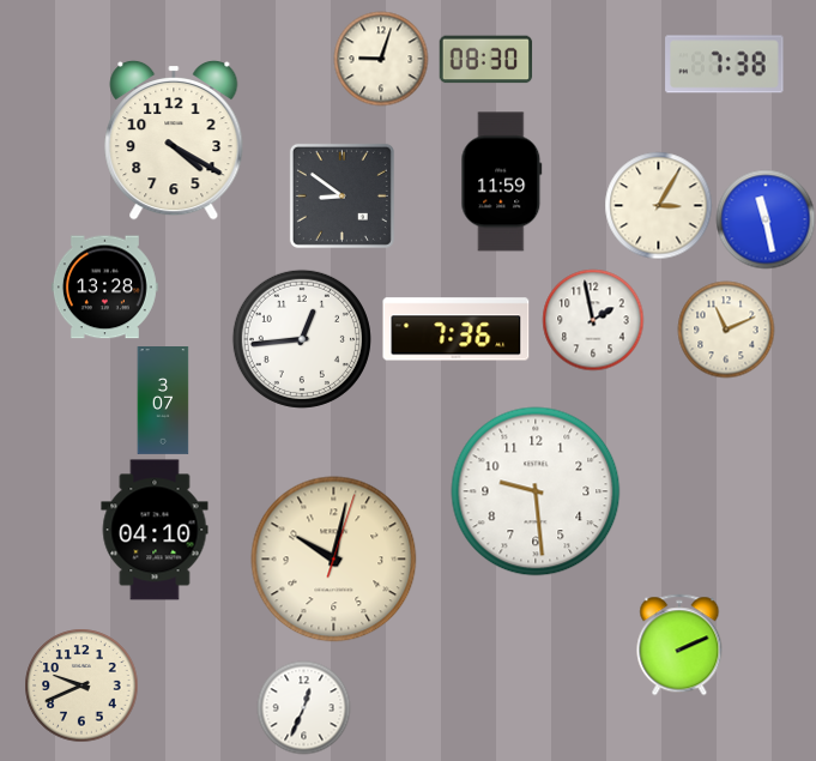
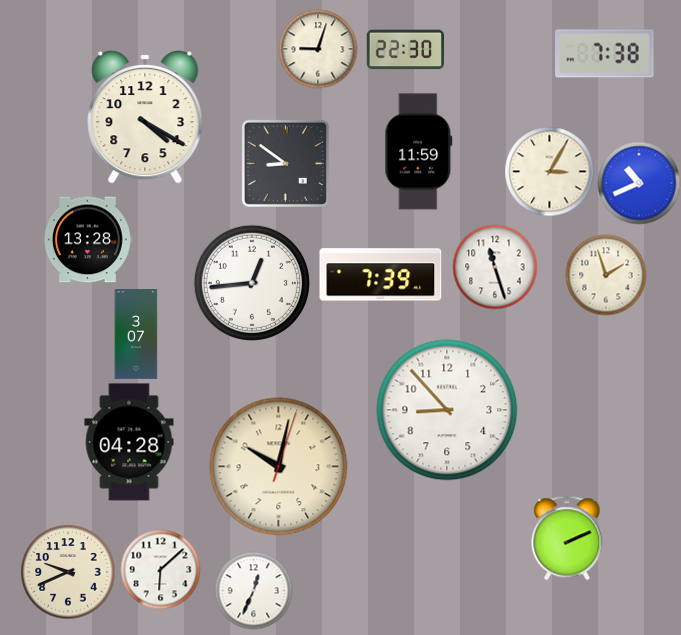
clock at (485, 60): 08:30 -> 22:30
clock at (766, 219): 11:28 -> 10:41
clock at (593, 320): 1:58 -> 11:27
clock at (457, 330): 7:36 -> 7:39
clock at (726, 330): 11:11 -> 1:57
clock at (536, 491): 9:29 -> 8:53
clock at (155, 530): 04:10 -> 04:28
clock at (160, 569): none -> 6:08
